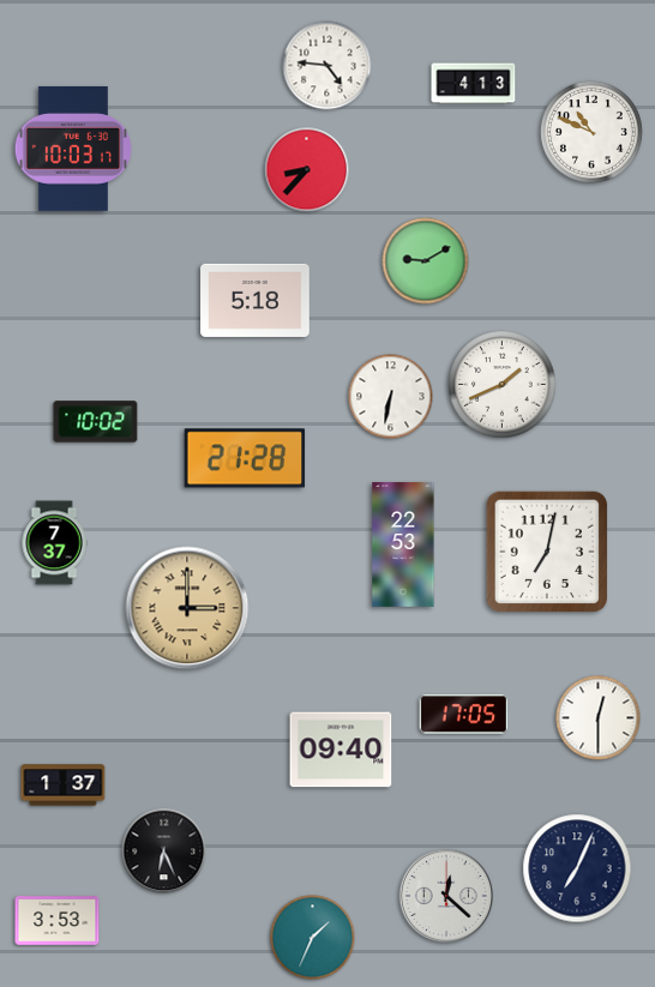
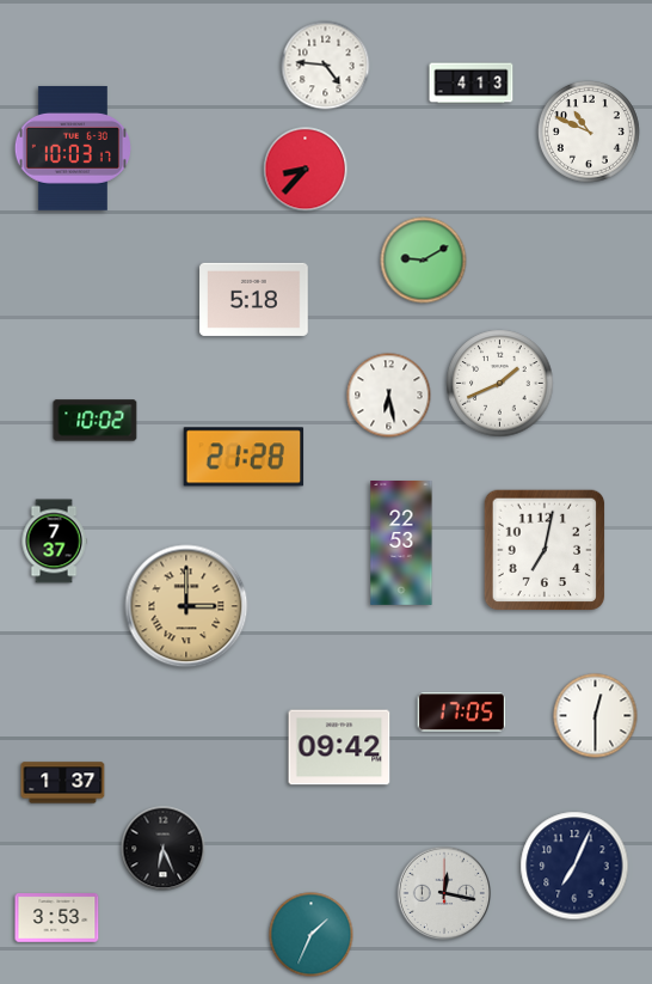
clock at (391, 397): 6:32 -> 6:28
clock at (341, 750): 09:40 -> 09:42
clock at (446, 896): 12:22 -> 12:17
